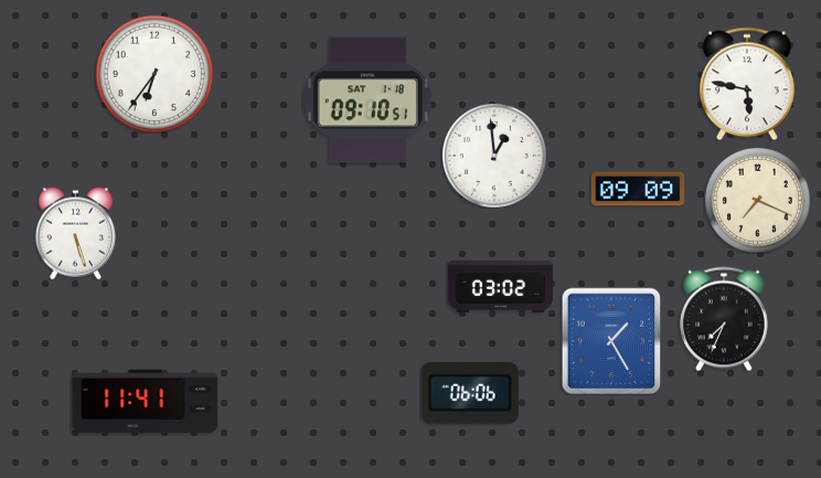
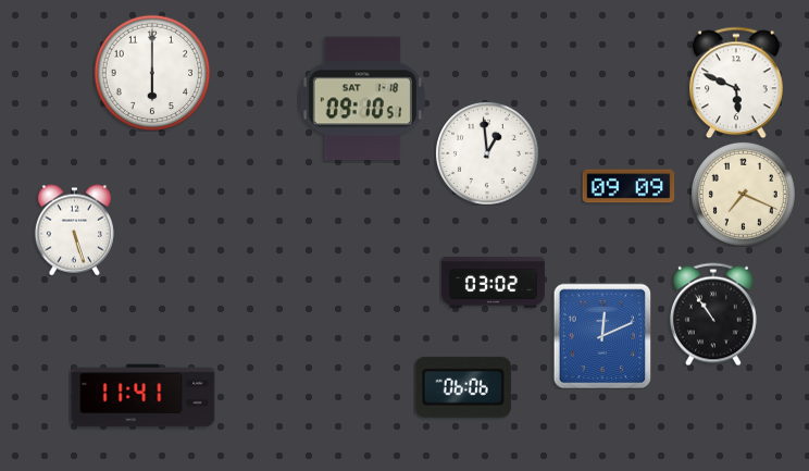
clock at (153, 73): 6:36 -> 6:00
clock at (748, 84): 5:47 -> 5:49
clock at (757, 200) position: (757, 200) -> (743, 194)
clock at (724, 319): 7:34 -> 10:54
clock at (611, 341): 1:25 -> 12:11
